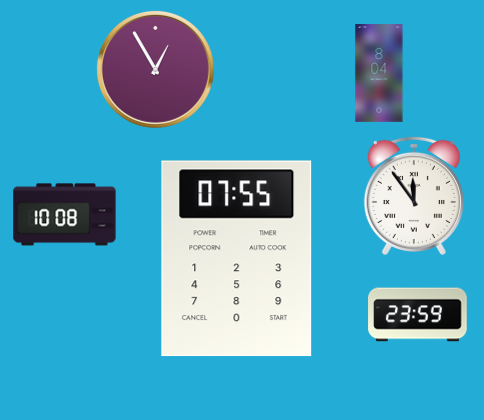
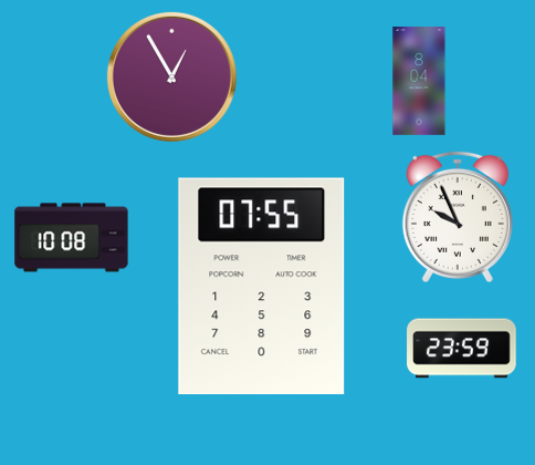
clock at (414, 195): 11:54 -> 9:56
